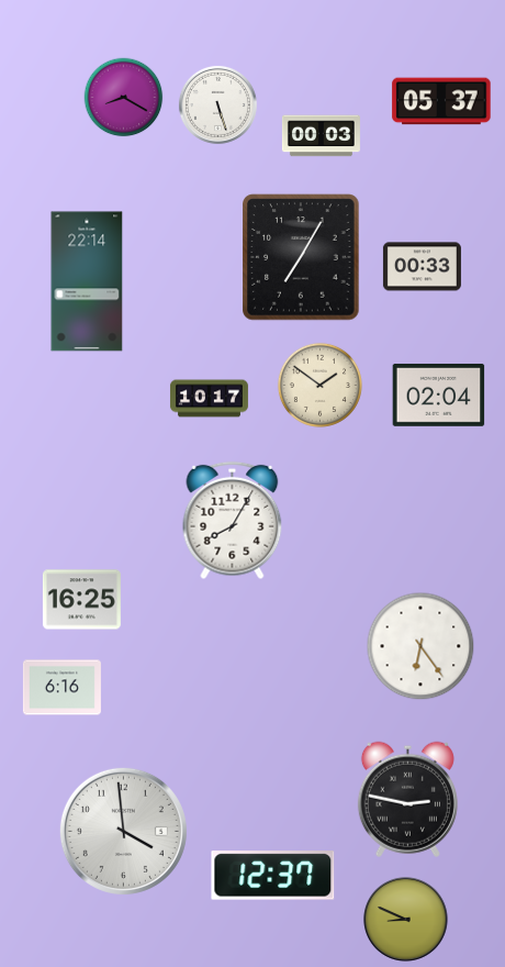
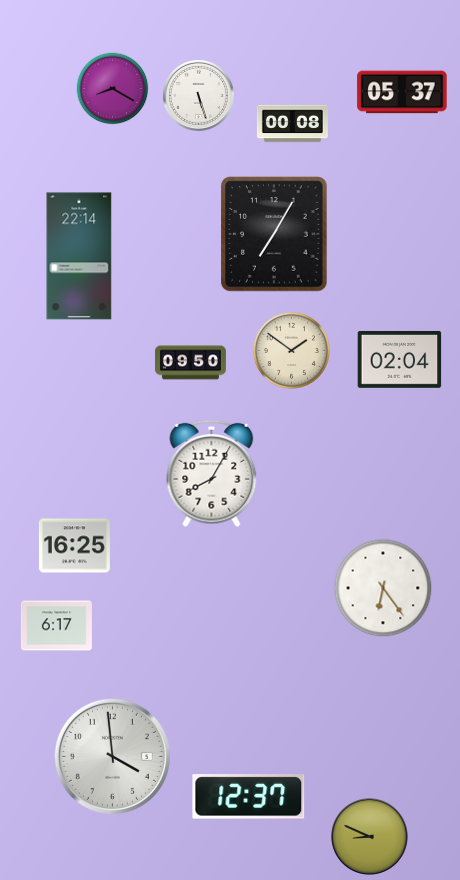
clock at (321, 136): 00:03 -> 00:08
clock at (422, 267): 00:33 -> none
clock at (209, 399): 10:17 -> 09:50
clock at (61, 688): 6:16 -> 6:17
clock at (407, 799): 2:47 -> none
